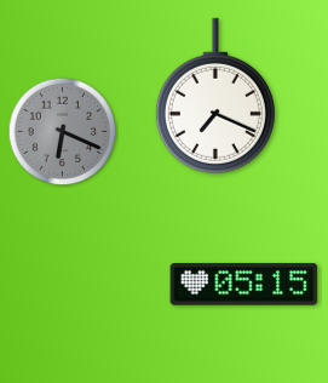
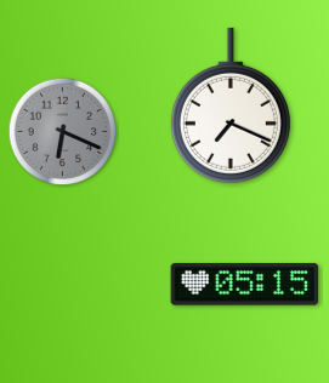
clock at (215, 96) position: (215, 96) -> (231, 105)
